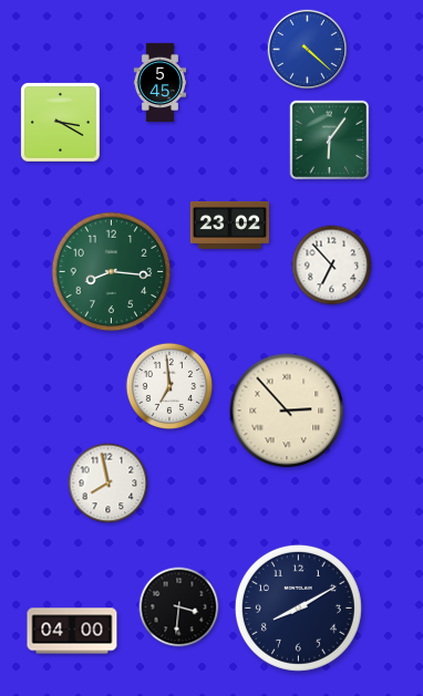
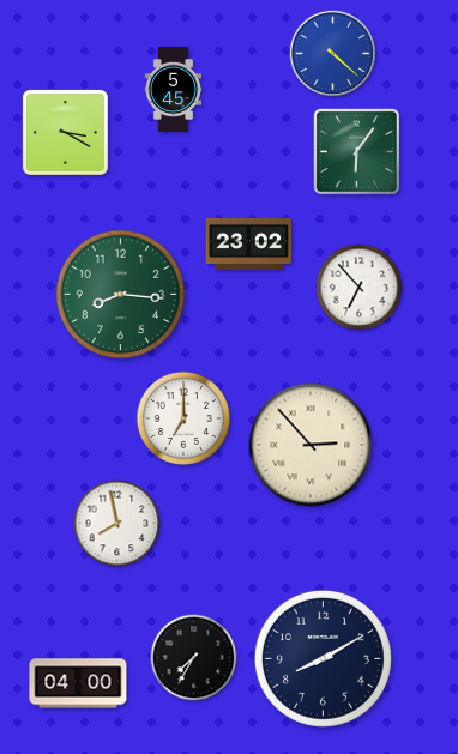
clock at (168, 385): 6:59 -> 7:00
clock at (179, 607): 3:31 -> 7:35
